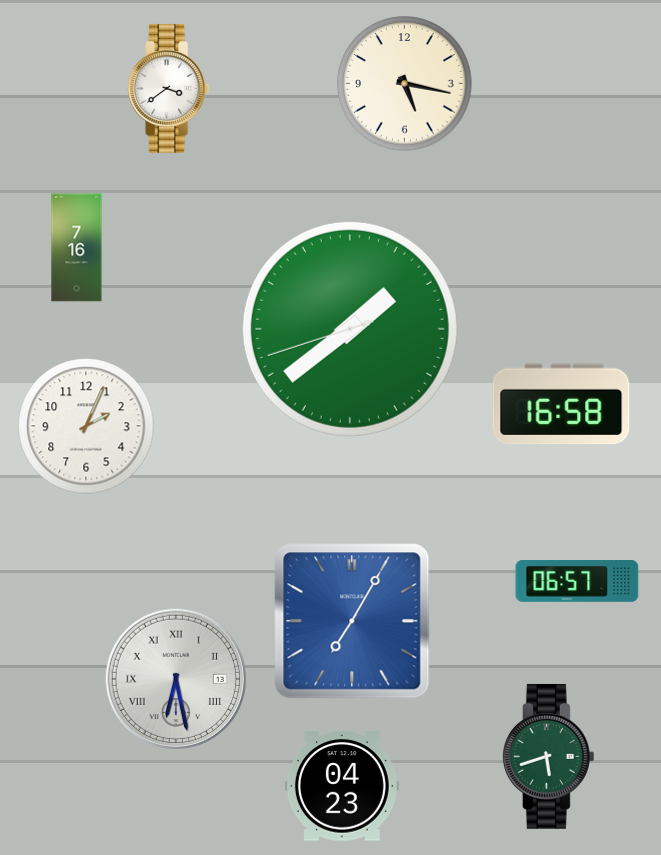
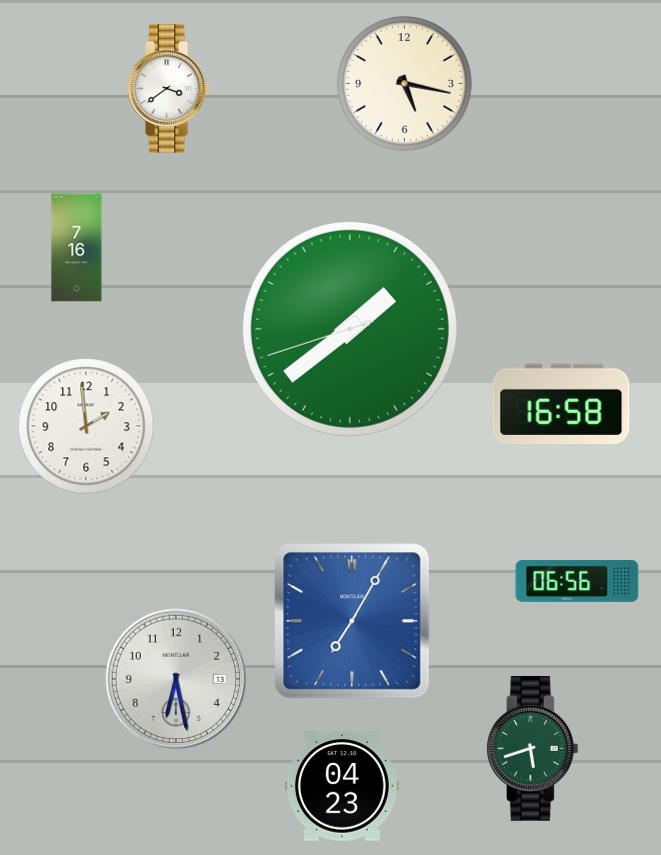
clock at (86, 426): 2:04 -> 1:59
clock at (577, 581): 06:57 -> 06:56
clock at (176, 679) numerals: Roman -> Arabic
clock at (548, 756) position: (548, 756) -> (532, 748)
